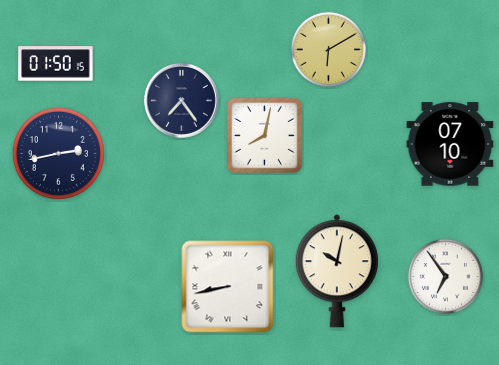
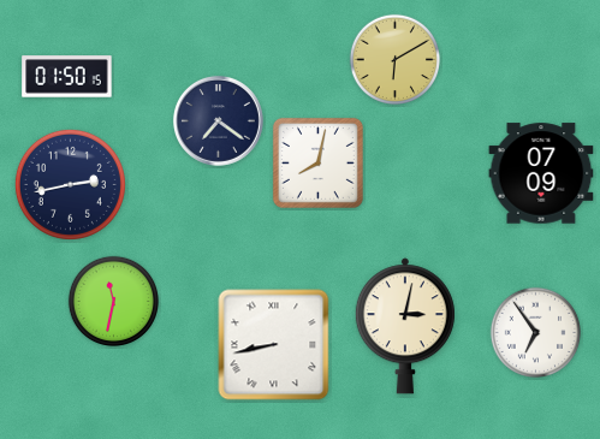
clock at (181, 100): 7:24 -> 7:21
clock at (450, 144): 07:10 -> 07:09
clock at (114, 302): none -> 11:32
clock at (337, 271): 10:02 -> 3:02
